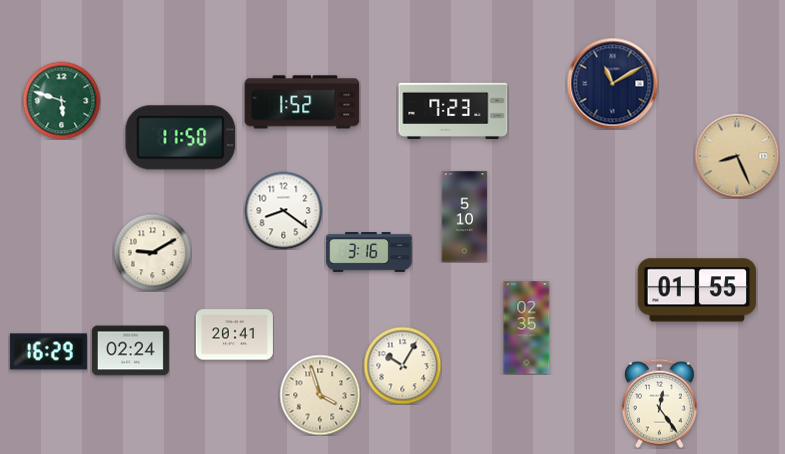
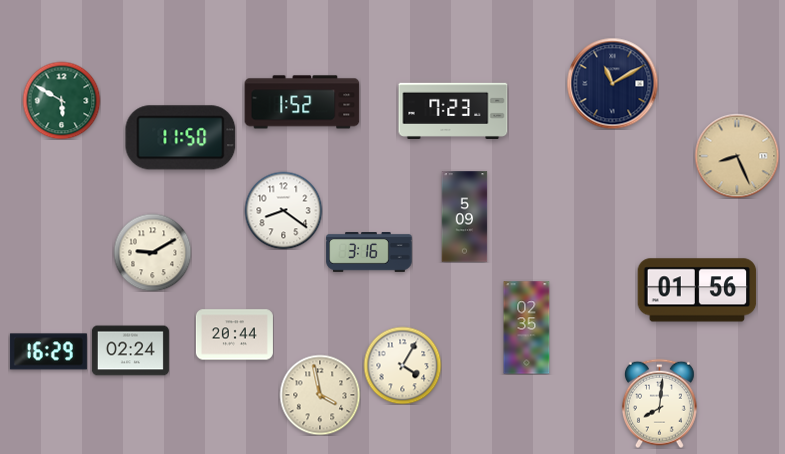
clock at (61, 100): 5:48 -> 5:50
clock at (465, 217): 5:10 -> 5:09
clock at (697, 290): 01:55 -> 01:56
clock at (234, 335): 20:41 -> 20:44
clock at (402, 365): 10:05 -> 4:05
clock at (320, 395): 3:57 -> 3:58
clock at (659, 403): 12:24 -> 8:01
